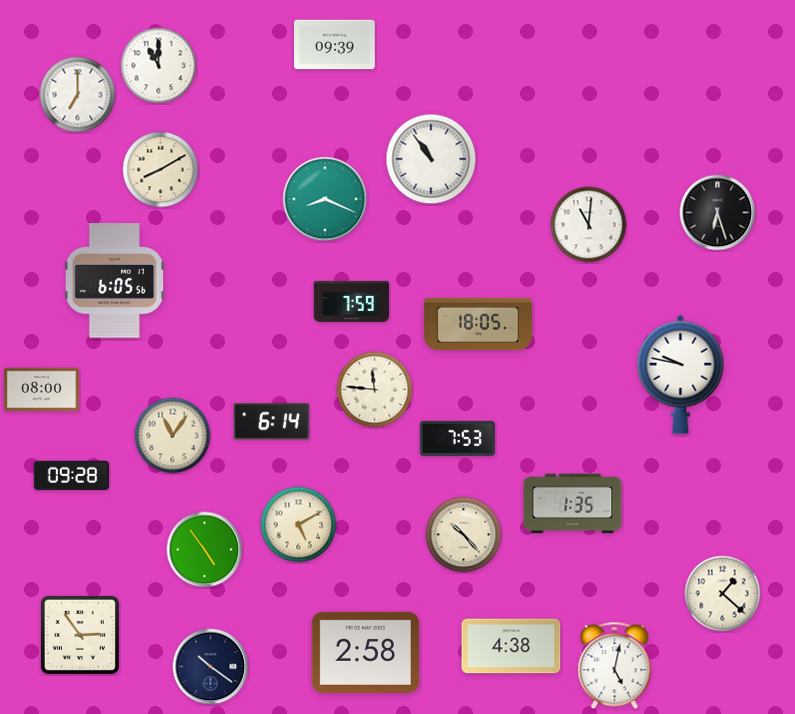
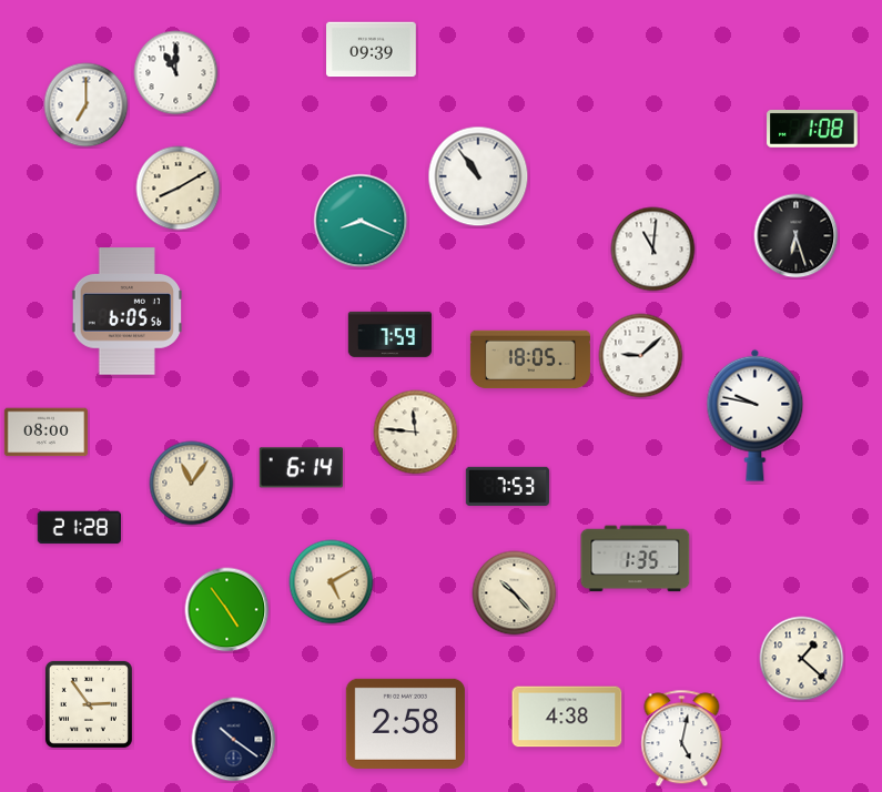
clock at (812, 130): none -> 1:08
clock at (641, 356): none -> 9:08
clock at (71, 476): 09:28 -> 21:28
